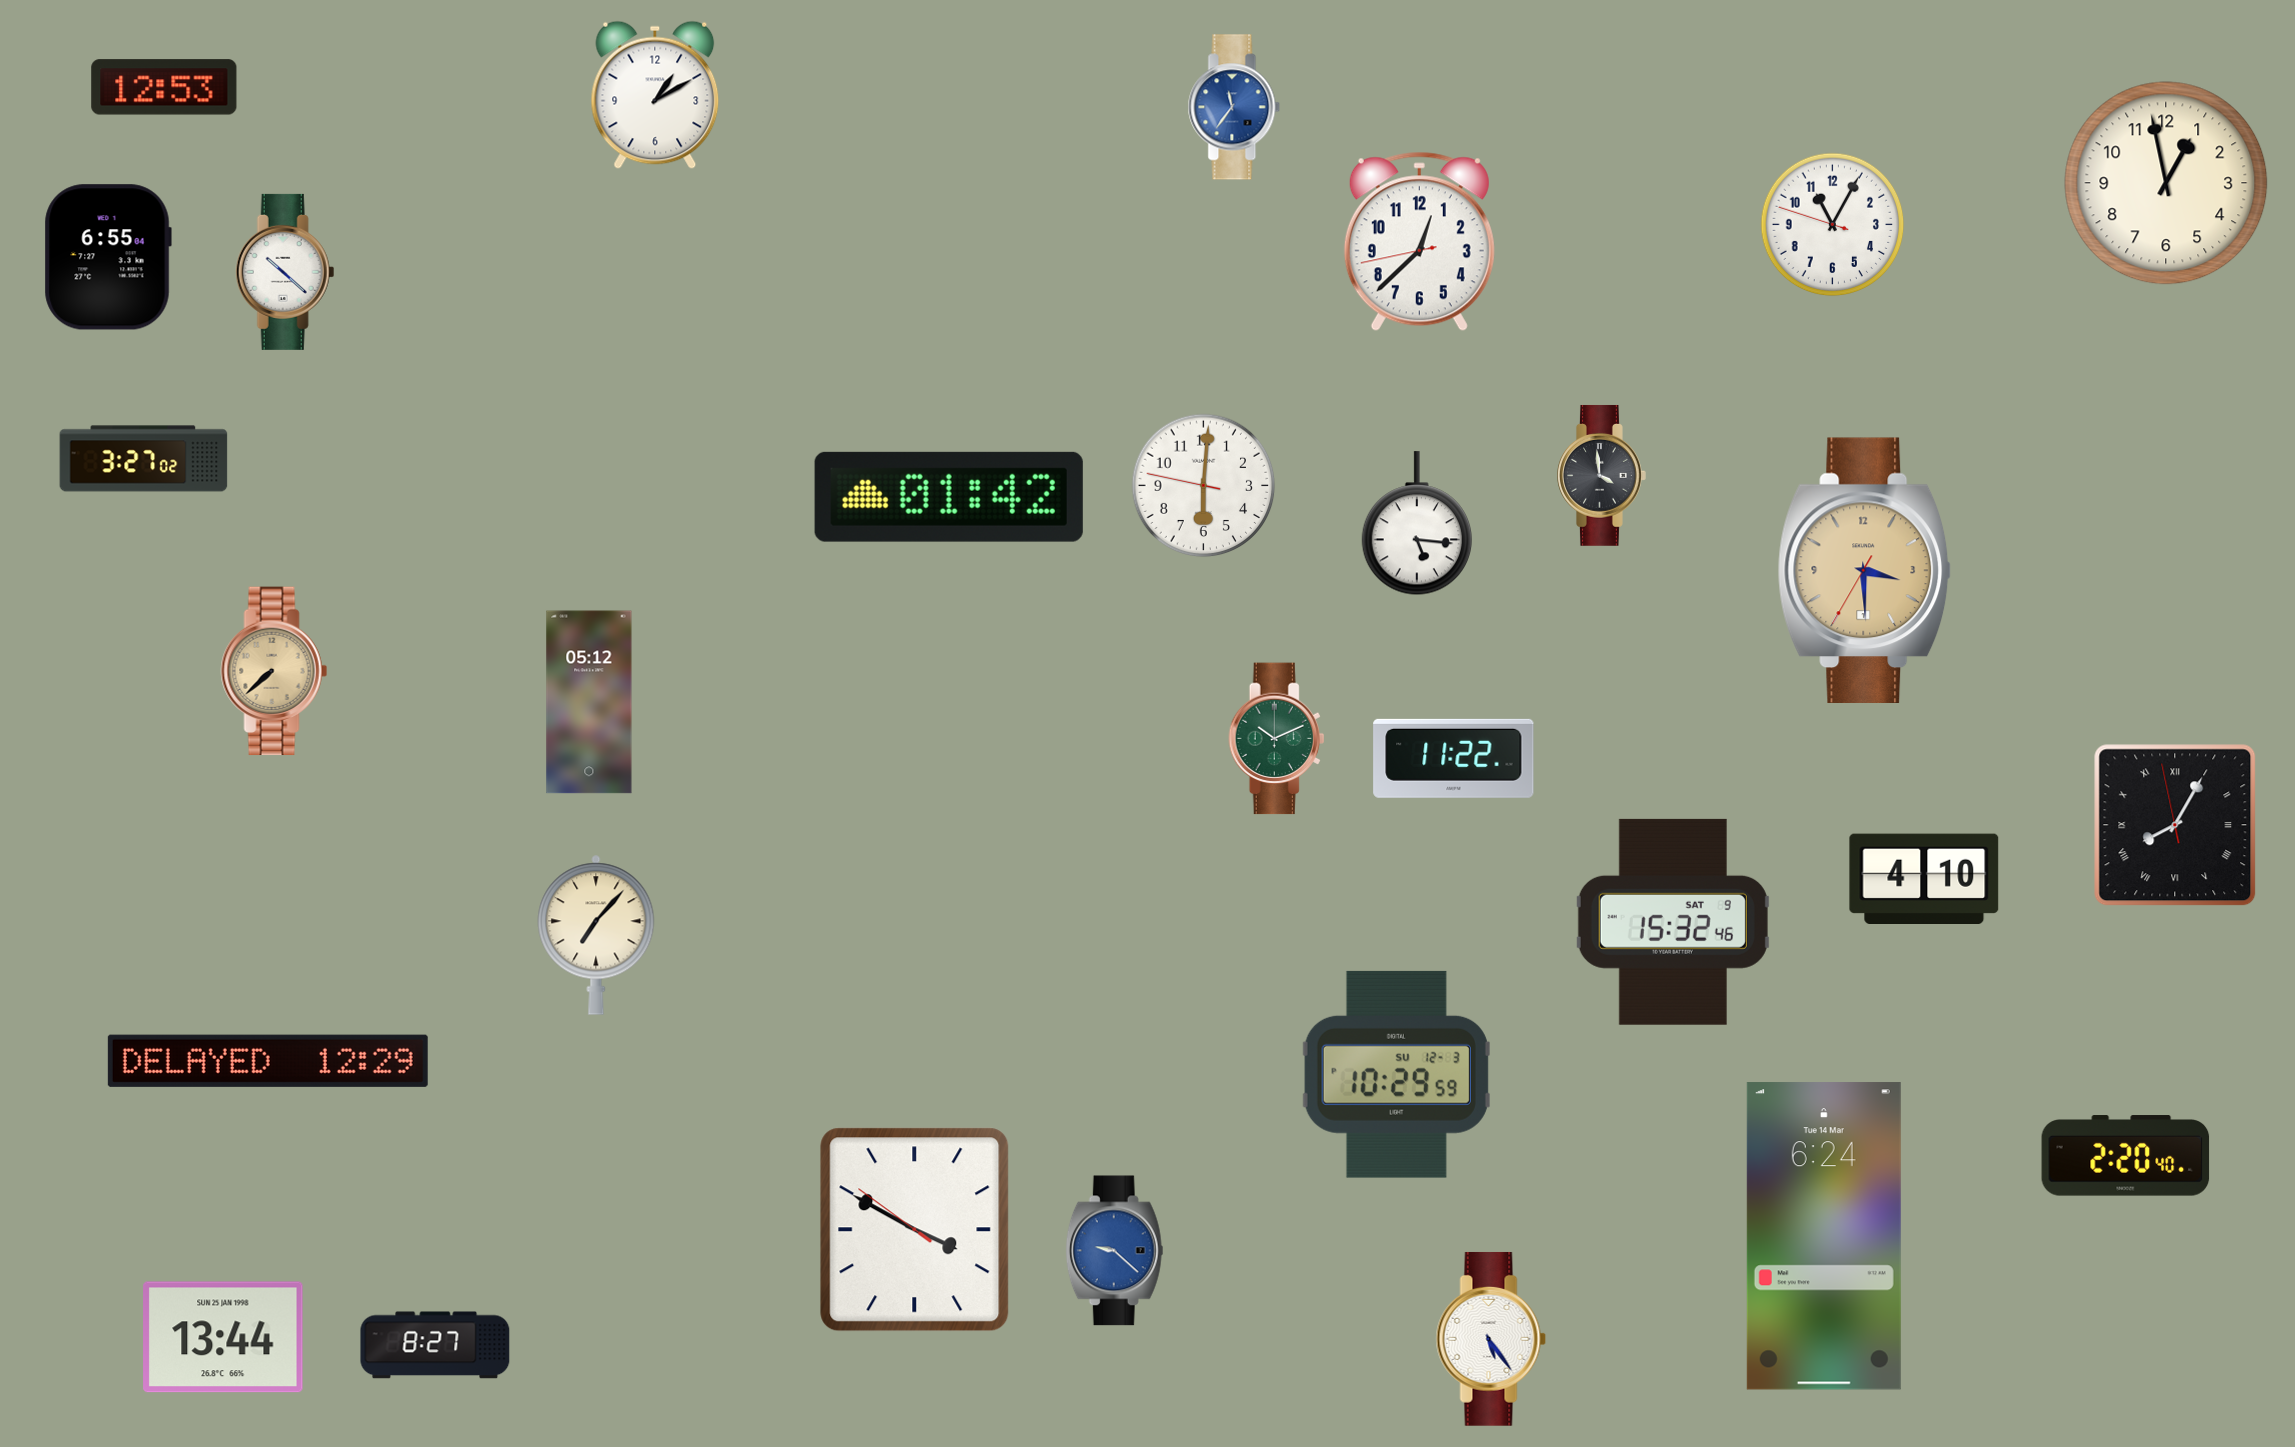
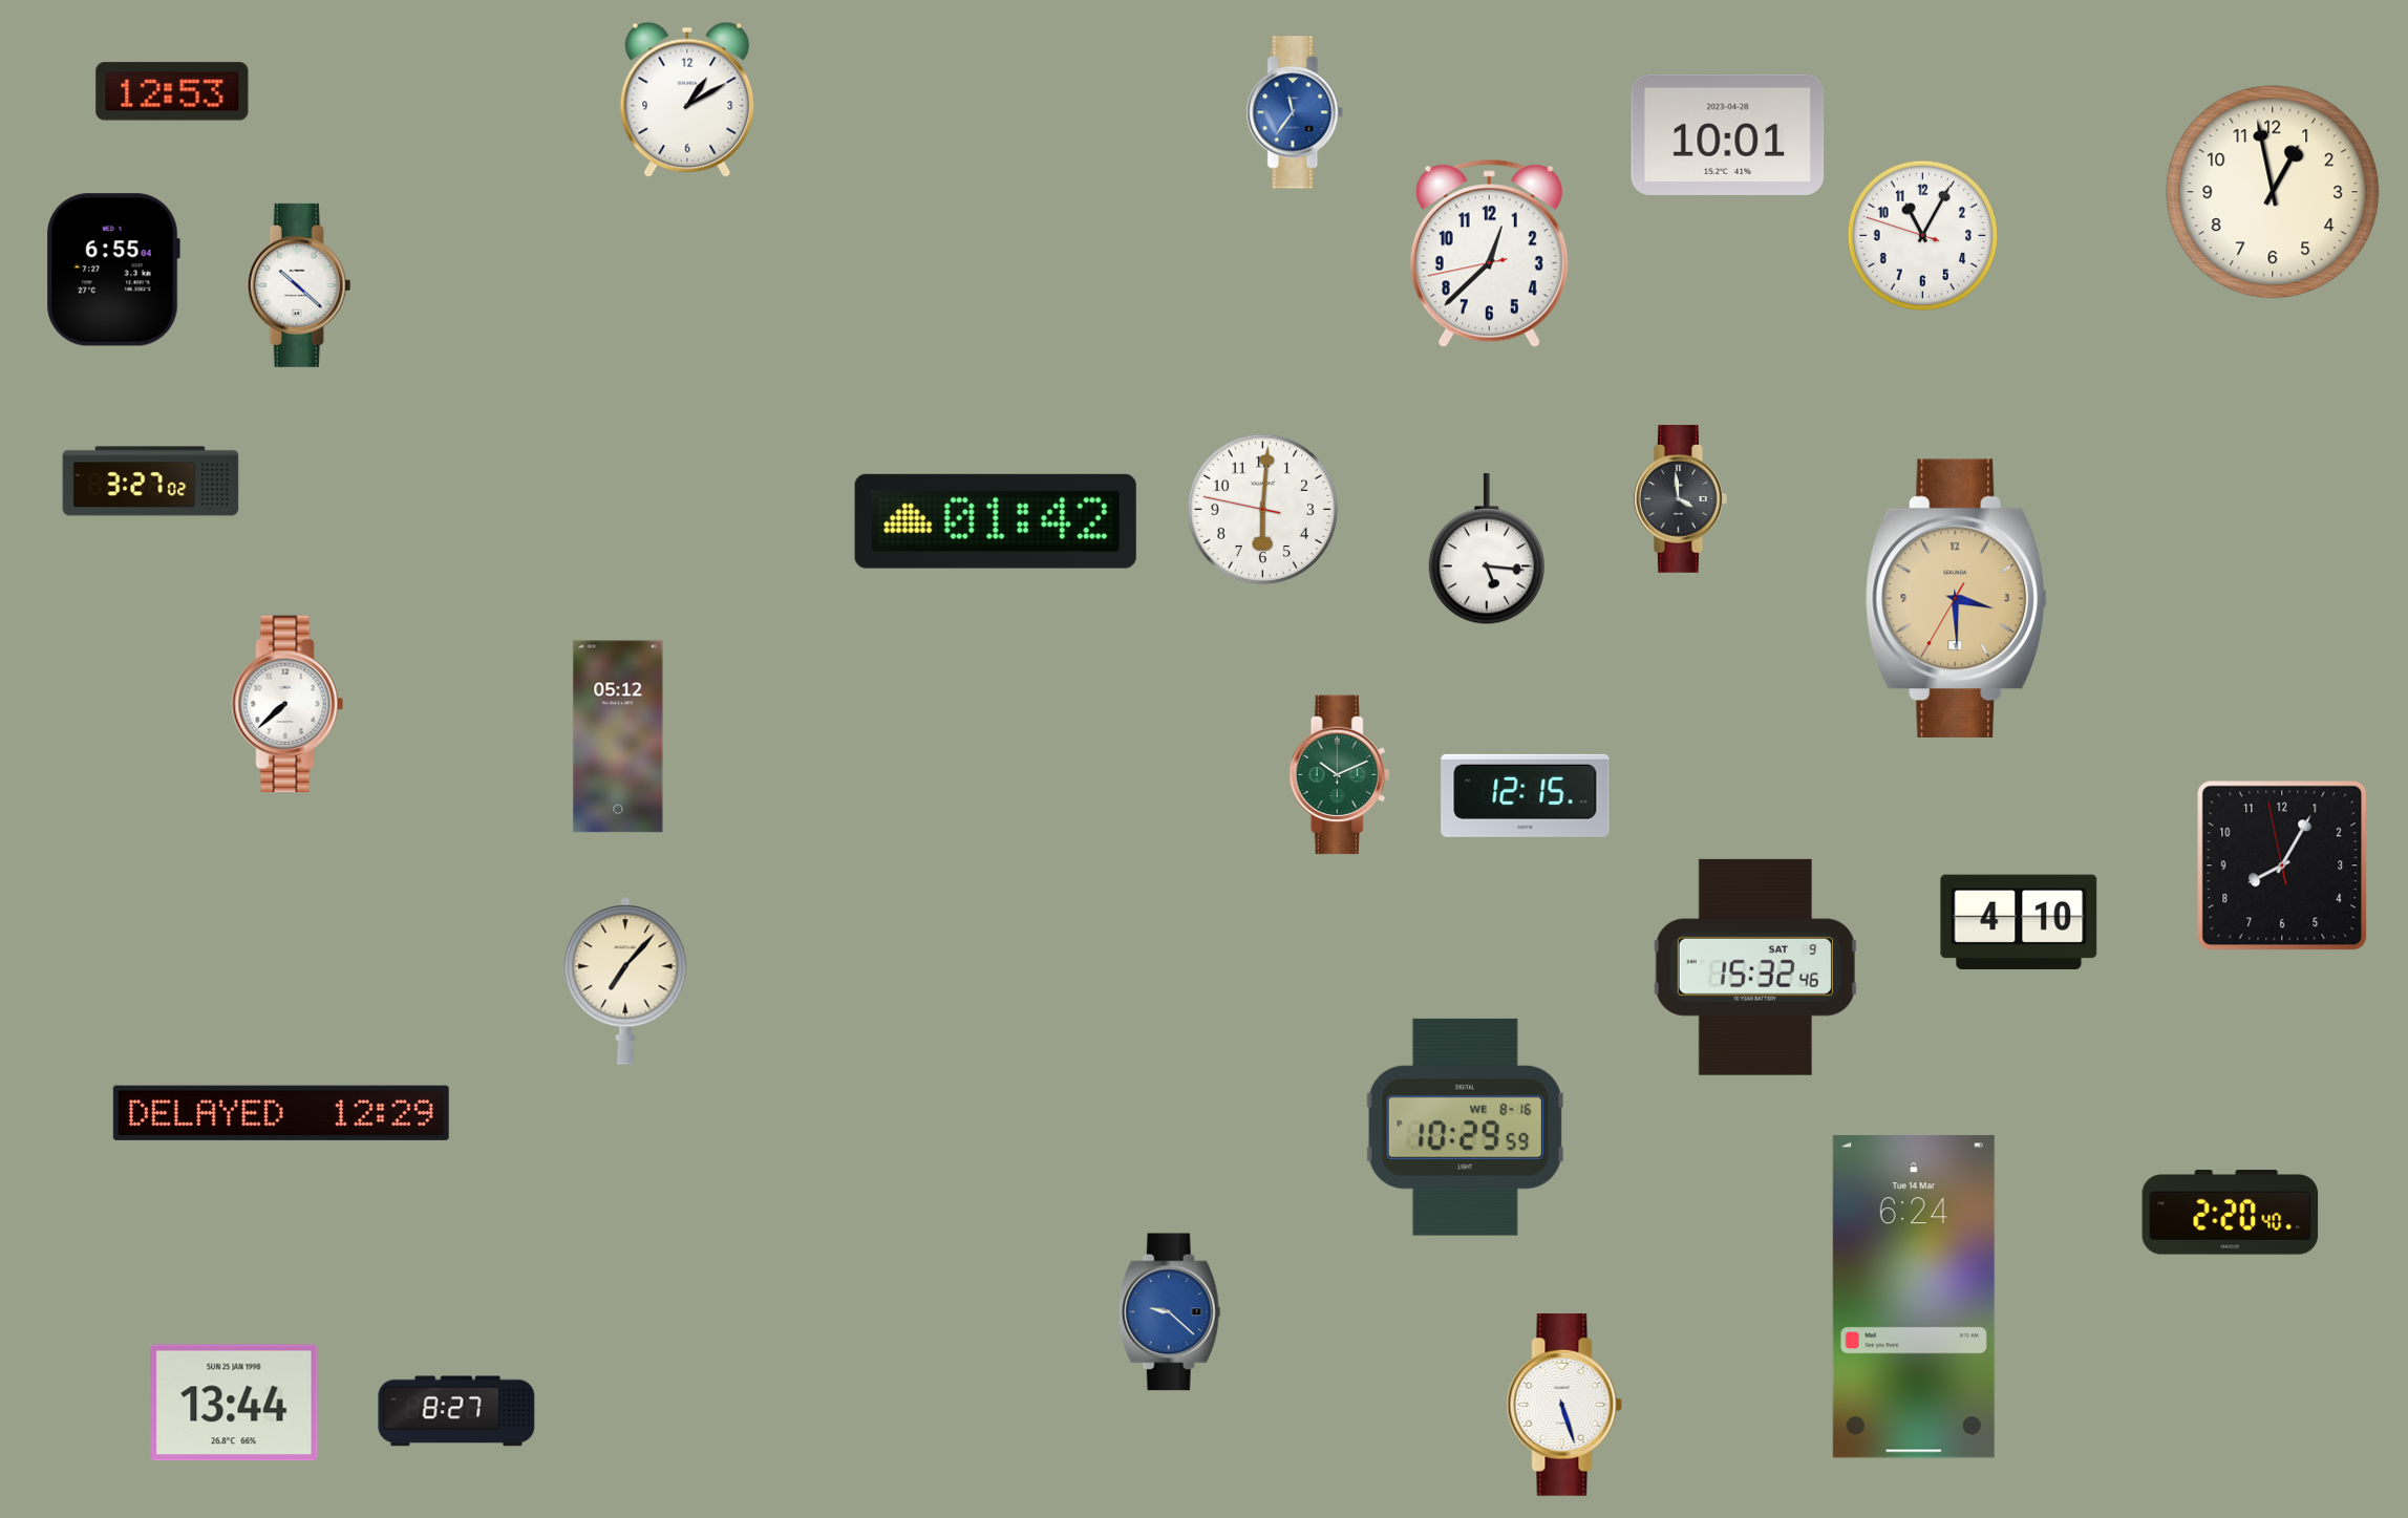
clock at (1728, 134): none -> 10:01
clock at (274, 671) dial: champagne -> white
clock at (1454, 758): 11:22 -> 12:15
clock at (2175, 825) numerals: Roman -> Arabic
clock at (1396, 1074) date: SU 12-3 -> WE 8-16
clock at (915, 1230): 3:49 -> none
clock at (1491, 1339): 5:24 -> 5:27
